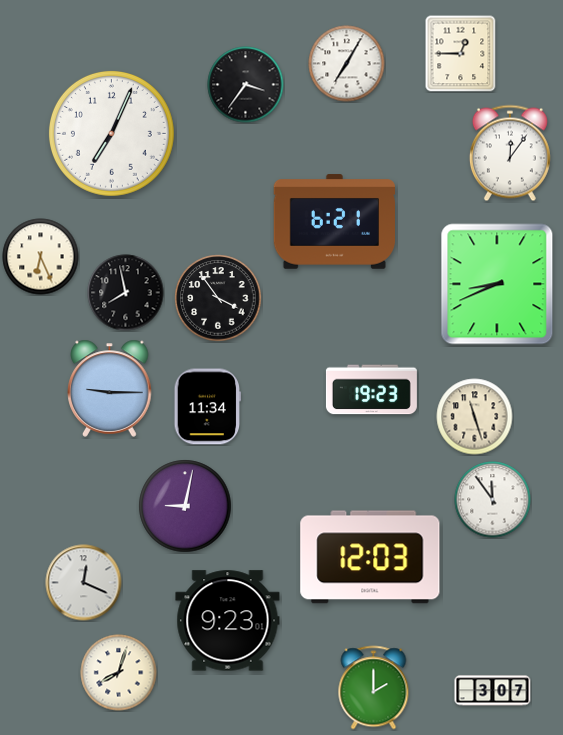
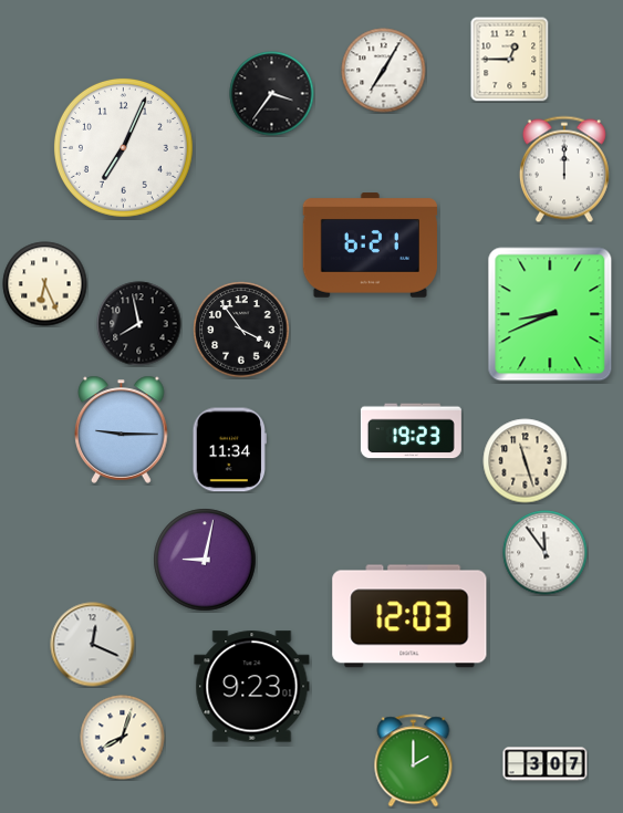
clock at (510, 153): 12:06 -> 12:00
clock at (119, 673) position: (119, 673) -> (123, 738)
